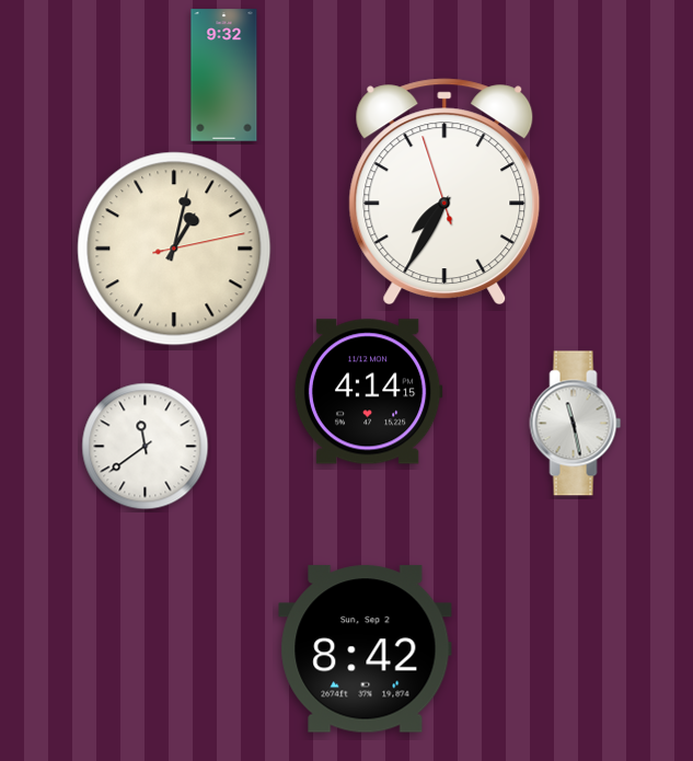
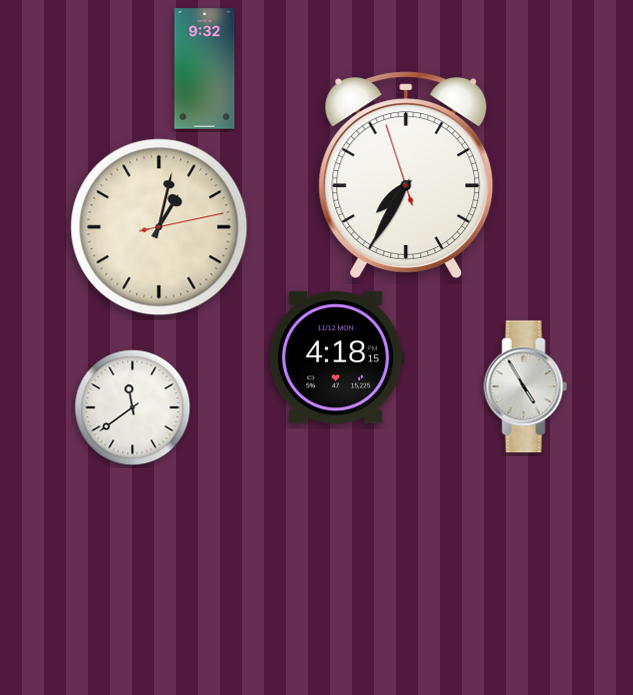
clock at (368, 392): 4:14 -> 4:18
clock at (576, 424): 11:28 -> 4:55
clock at (366, 649): 8:42 -> none
